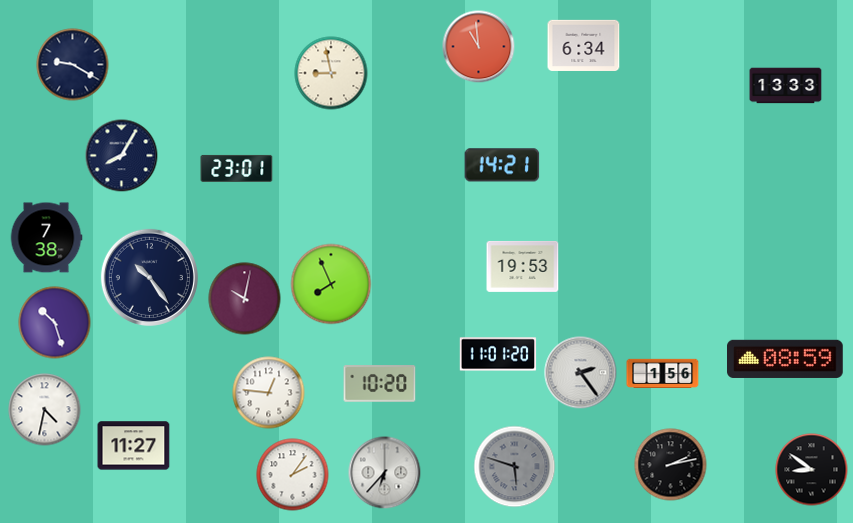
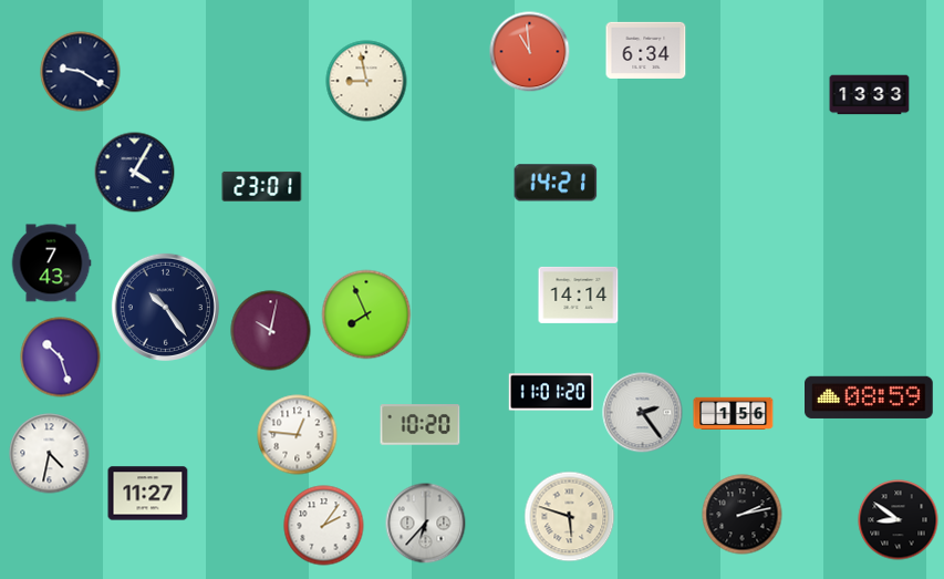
clock at (122, 156): 8:05 -> 4:05
clock at (46, 238): 7:38 -> 7:43
clock at (523, 266): 19:53 -> 14:14
clock at (515, 467) dial: grey -> cream
